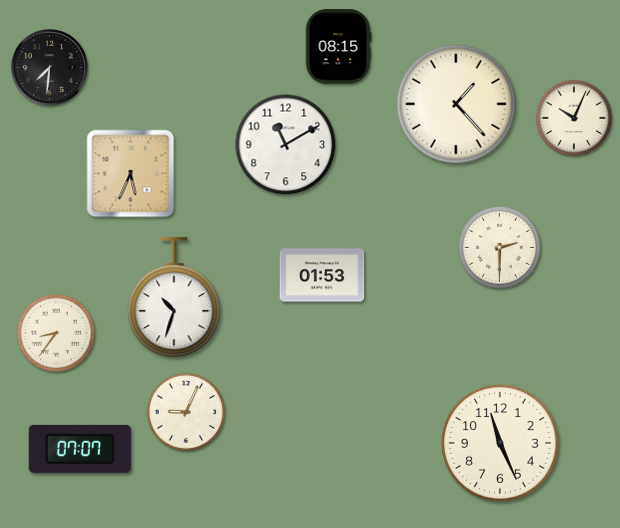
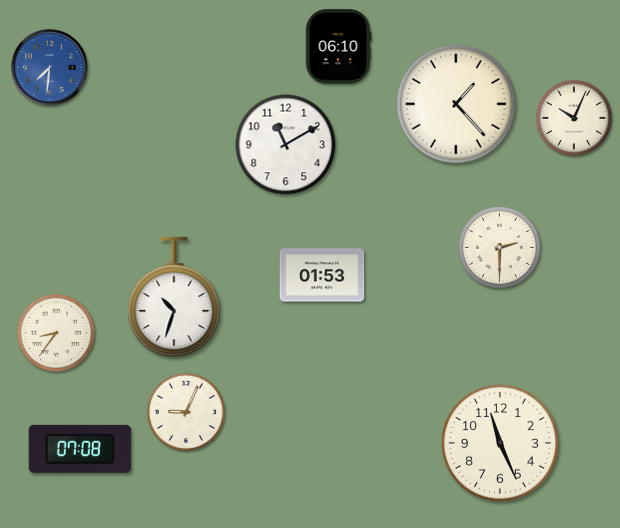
clock at (338, 47): 08:15 -> 06:10
clock at (49, 67) dial: black -> blue
clock at (131, 174): 5:34 -> none
clock at (80, 449): 07:07 -> 07:08
